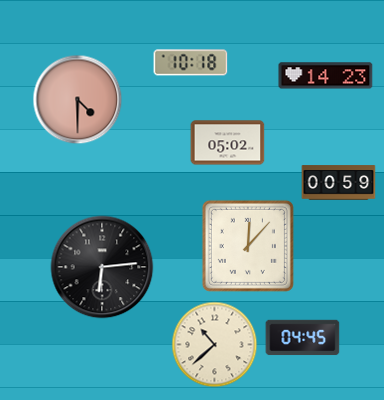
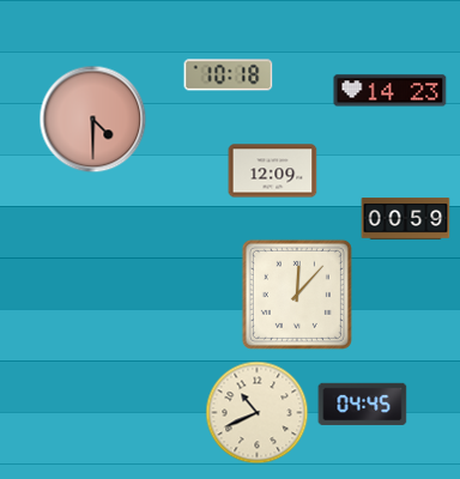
clock at (228, 143): 05:02 -> 12:09
clock at (102, 267): 6:14 -> none
clock at (215, 345): 10:38 -> 10:41
